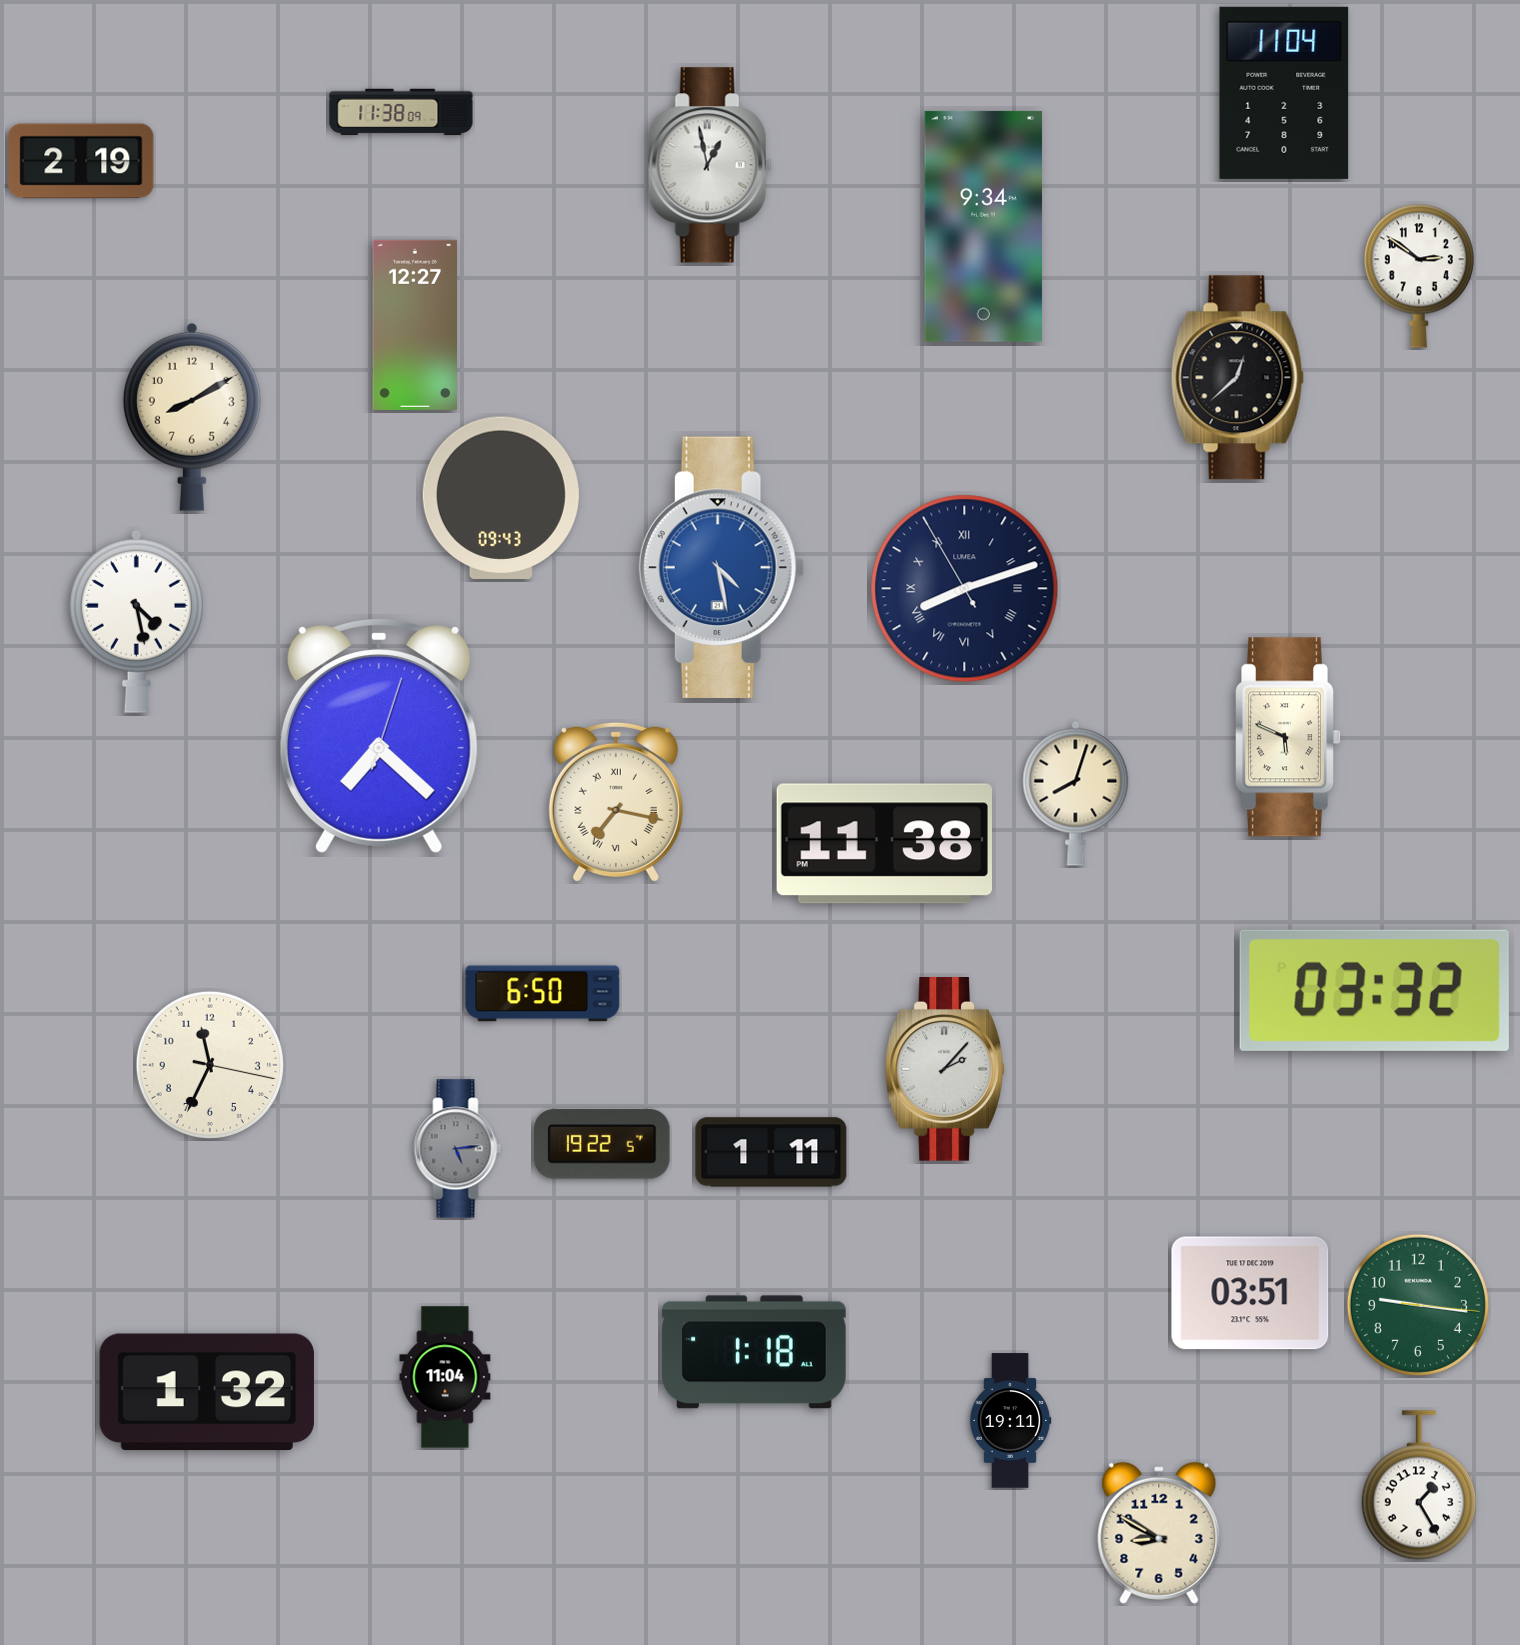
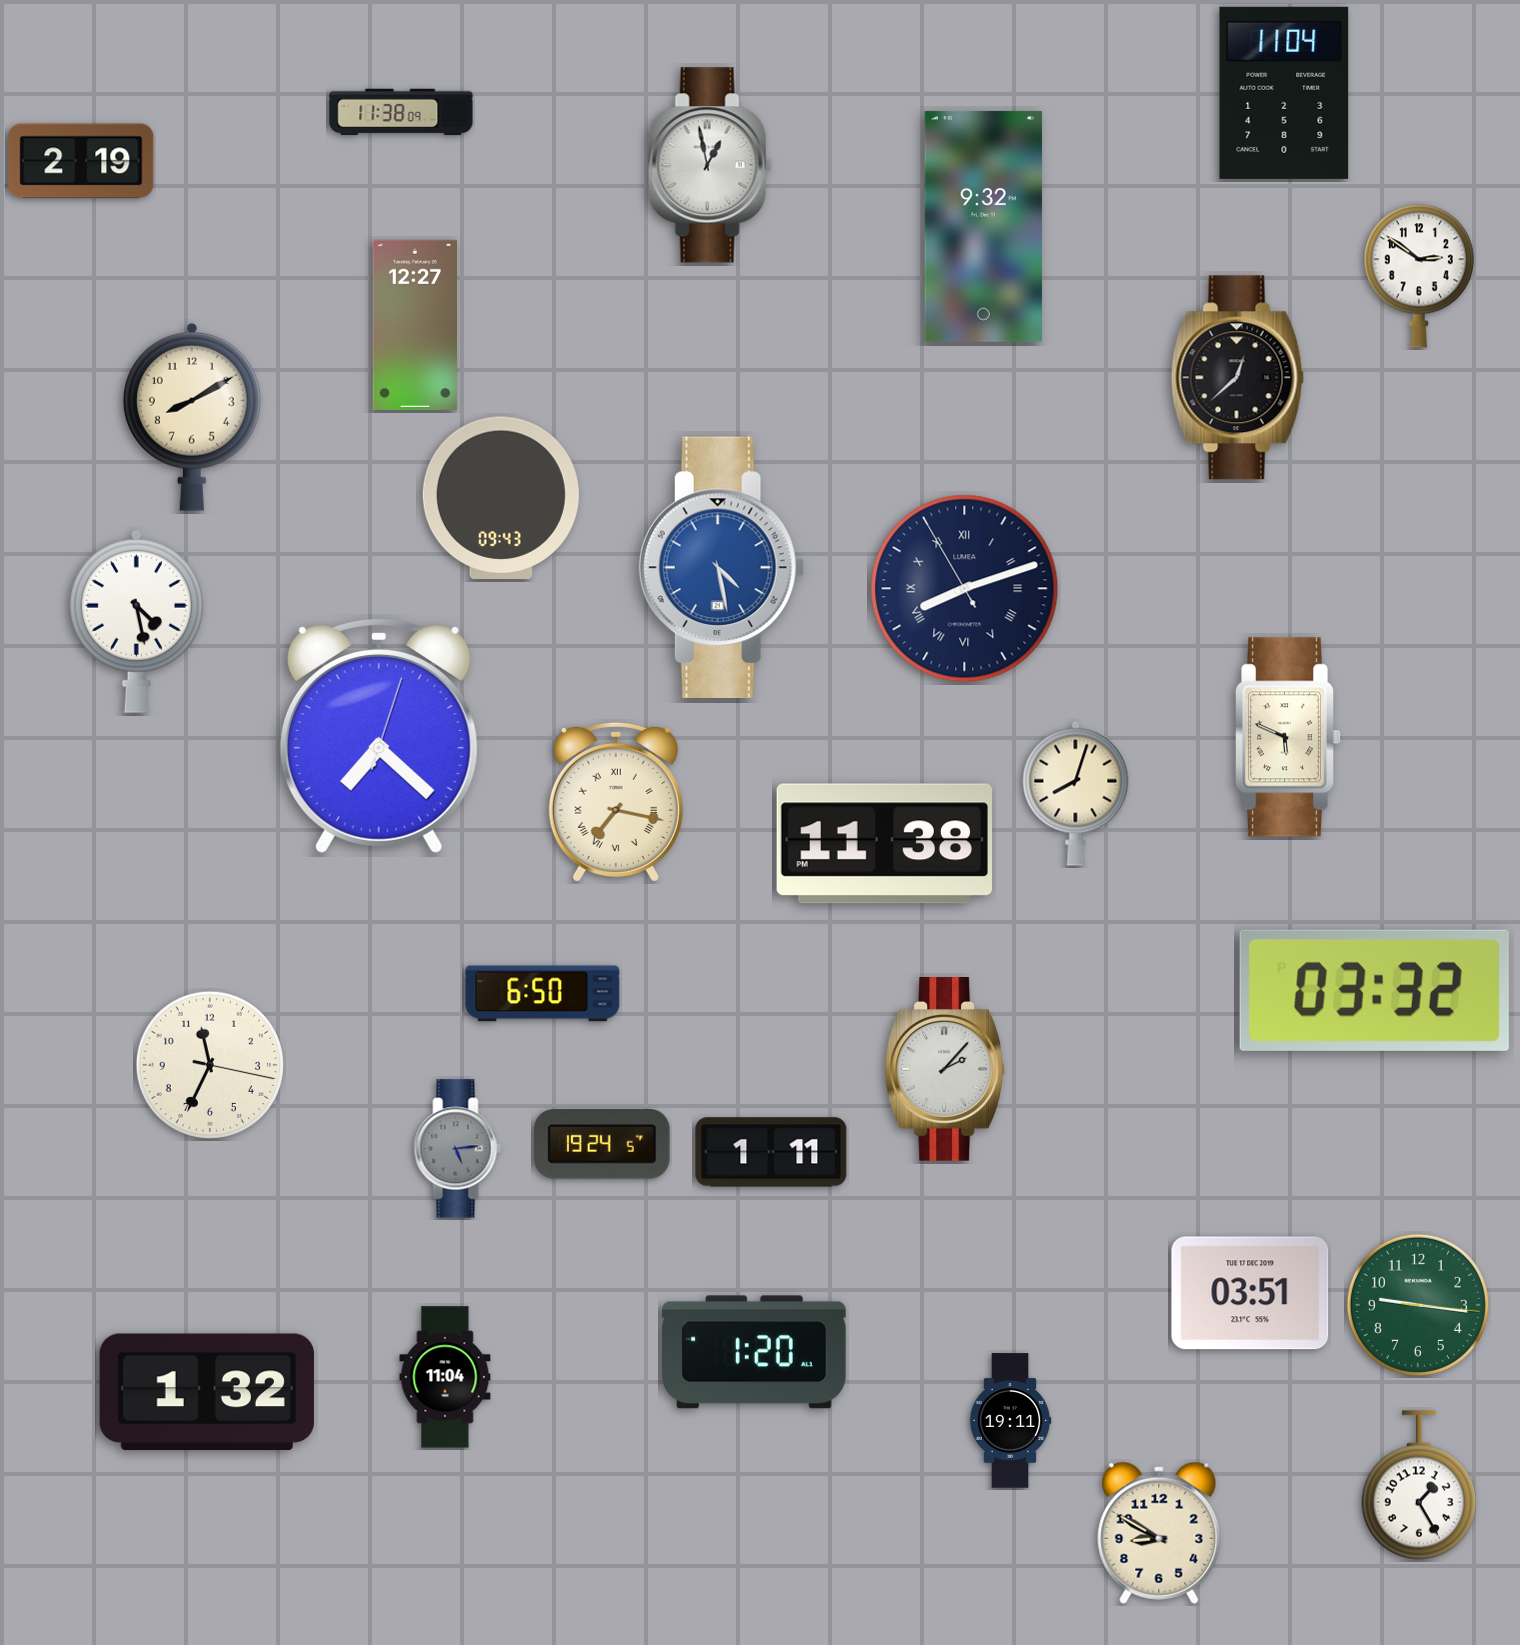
clock at (983, 226): 9:34 -> 9:32
clock at (602, 1144): 19:22 -> 19:24
clock at (754, 1352): 1:18 -> 1:20
